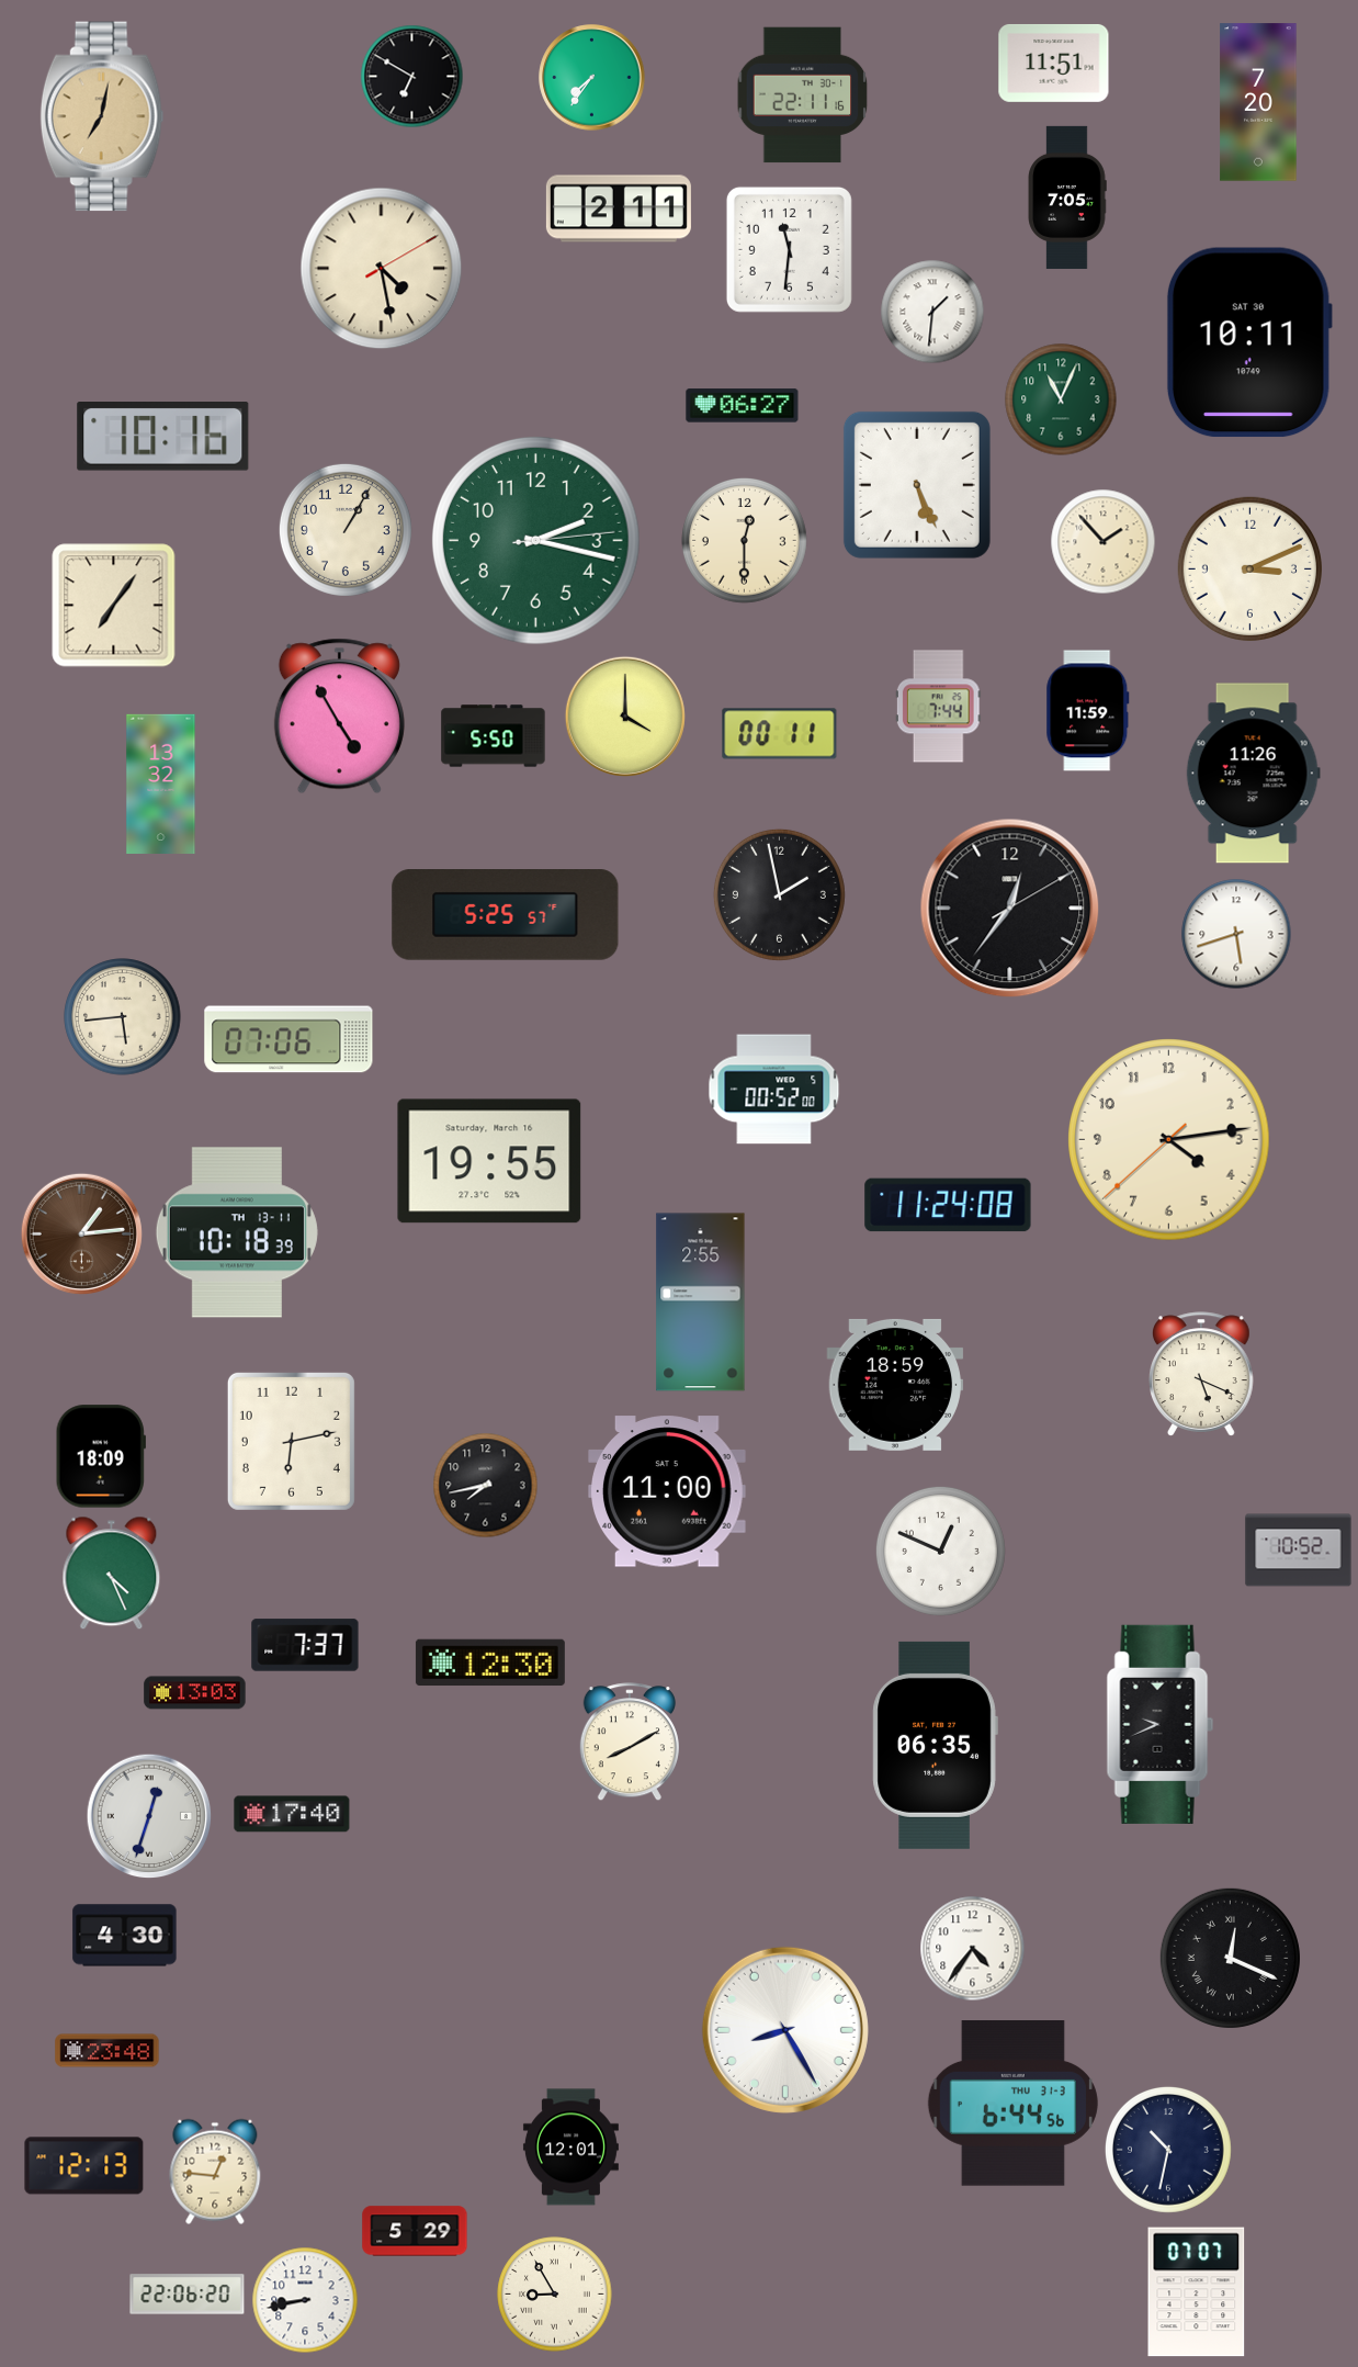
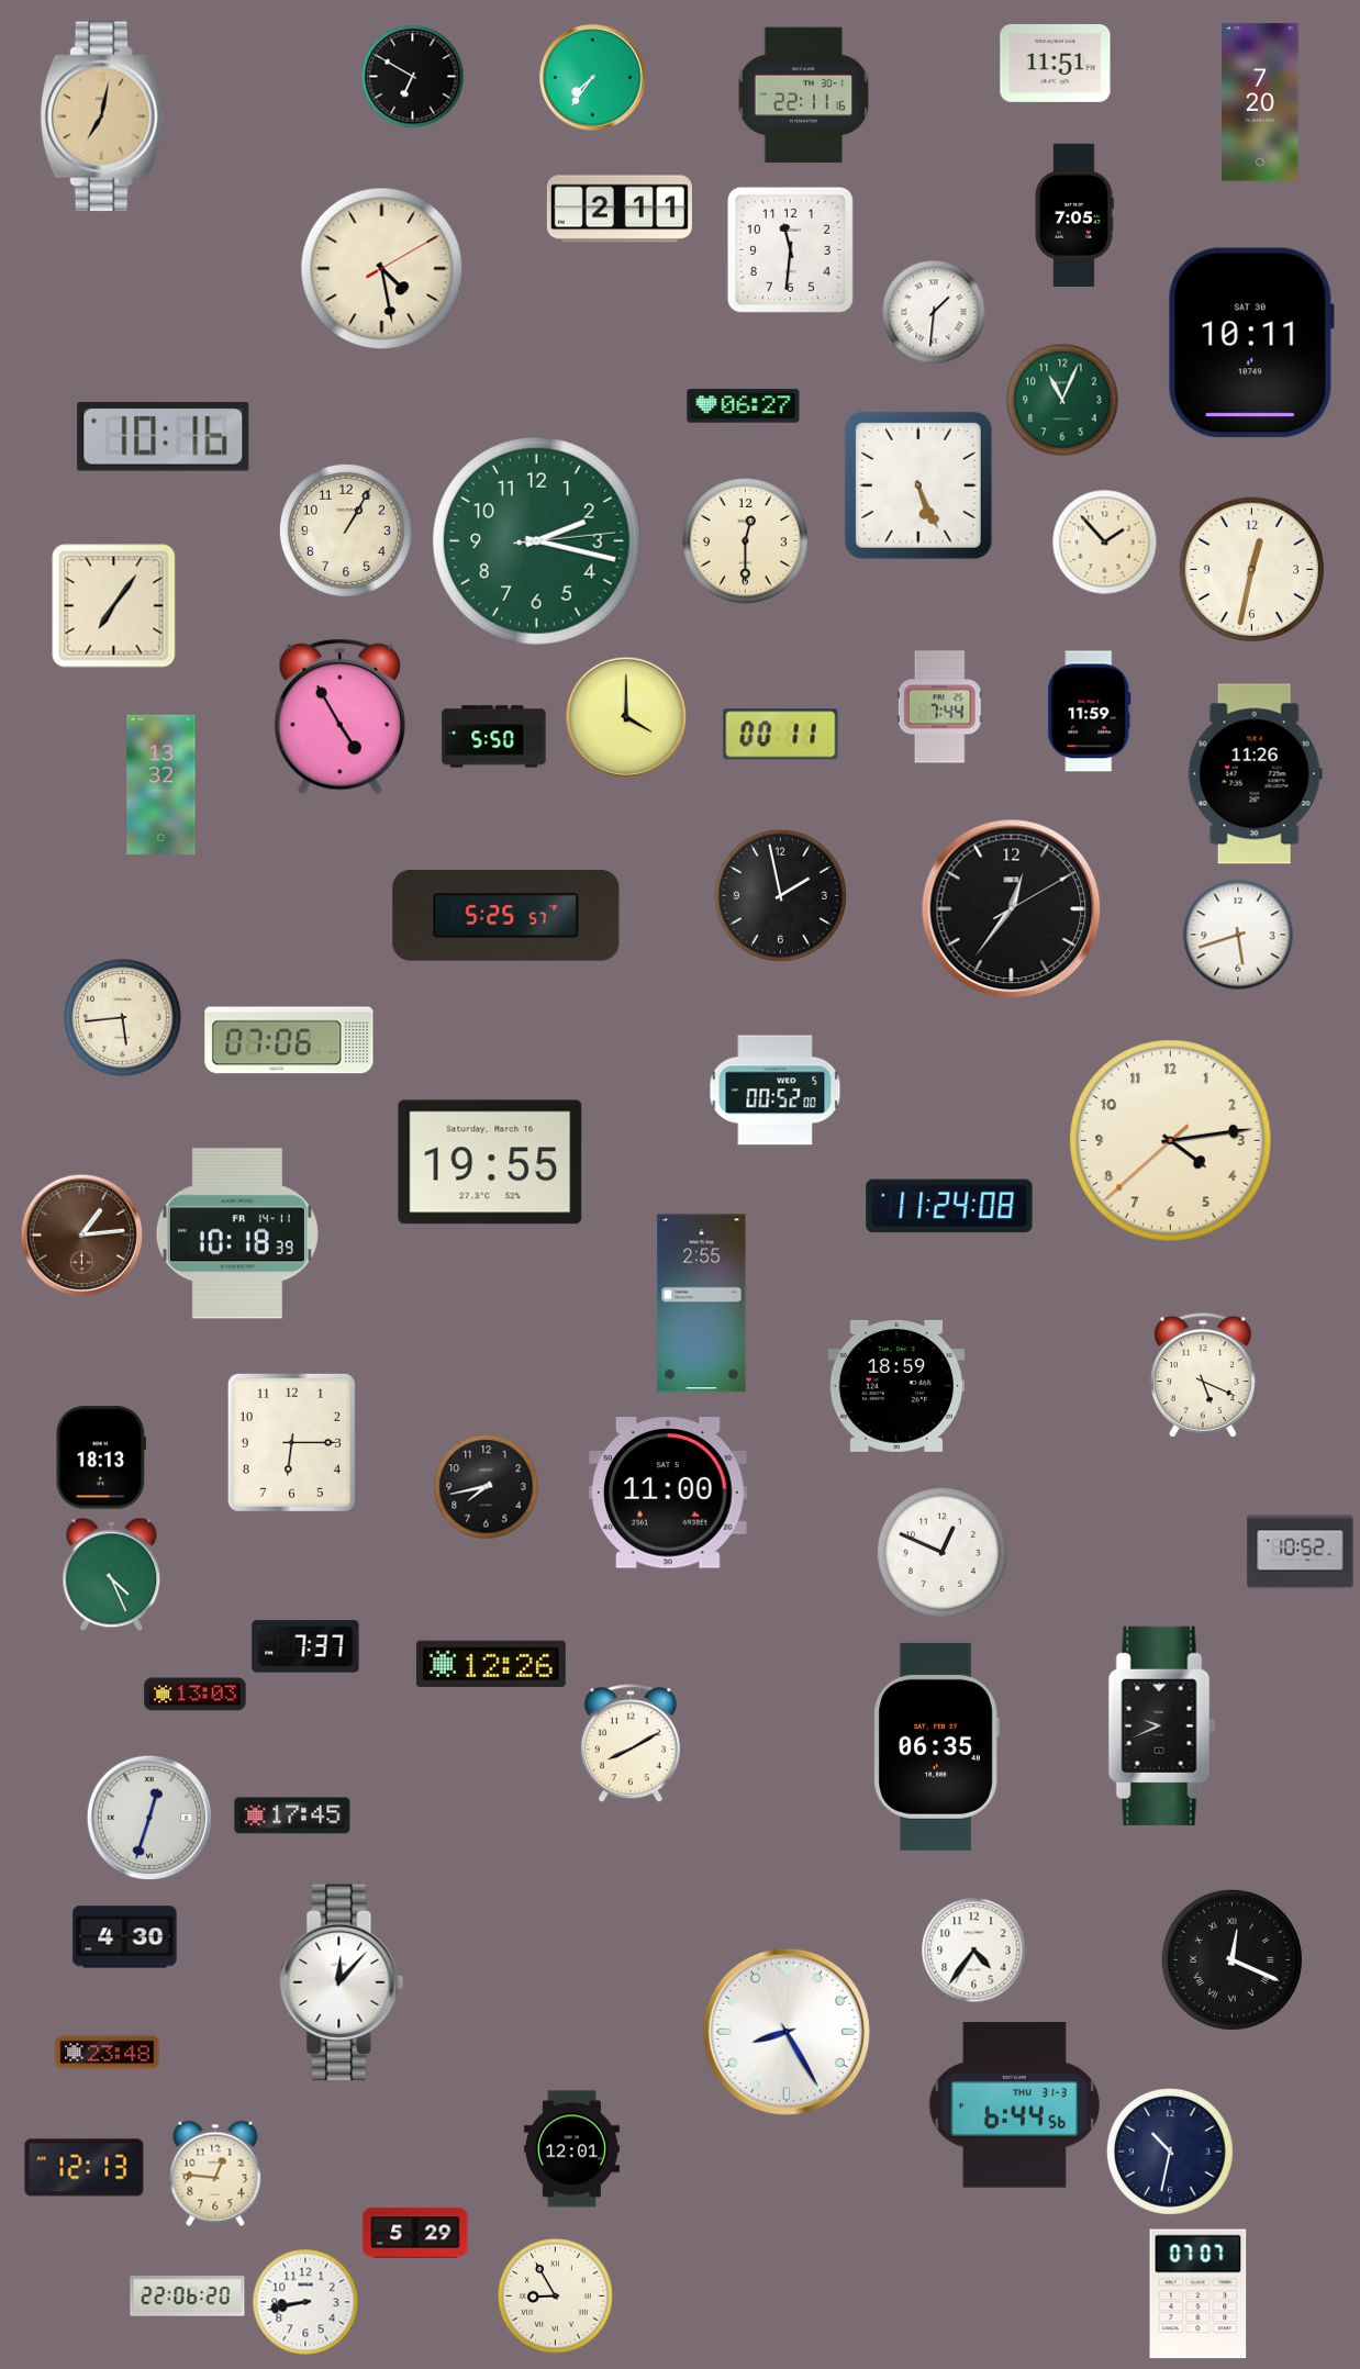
clock at (1067, 198) position: (1067, 198) -> (1074, 215)
clock at (1249, 568): 3:11 -> 12:32
clock at (237, 1232) date: TH 13-11 -> FR 14-11
clock at (291, 1441): 6:13 -> 6:15
clock at (101, 1456): 18:09 -> 18:13
clock at (490, 1662): 12:30 -> 12:26
clock at (292, 1814): 17:40 -> 17:45
clock at (342, 1982): none -> 12:07
